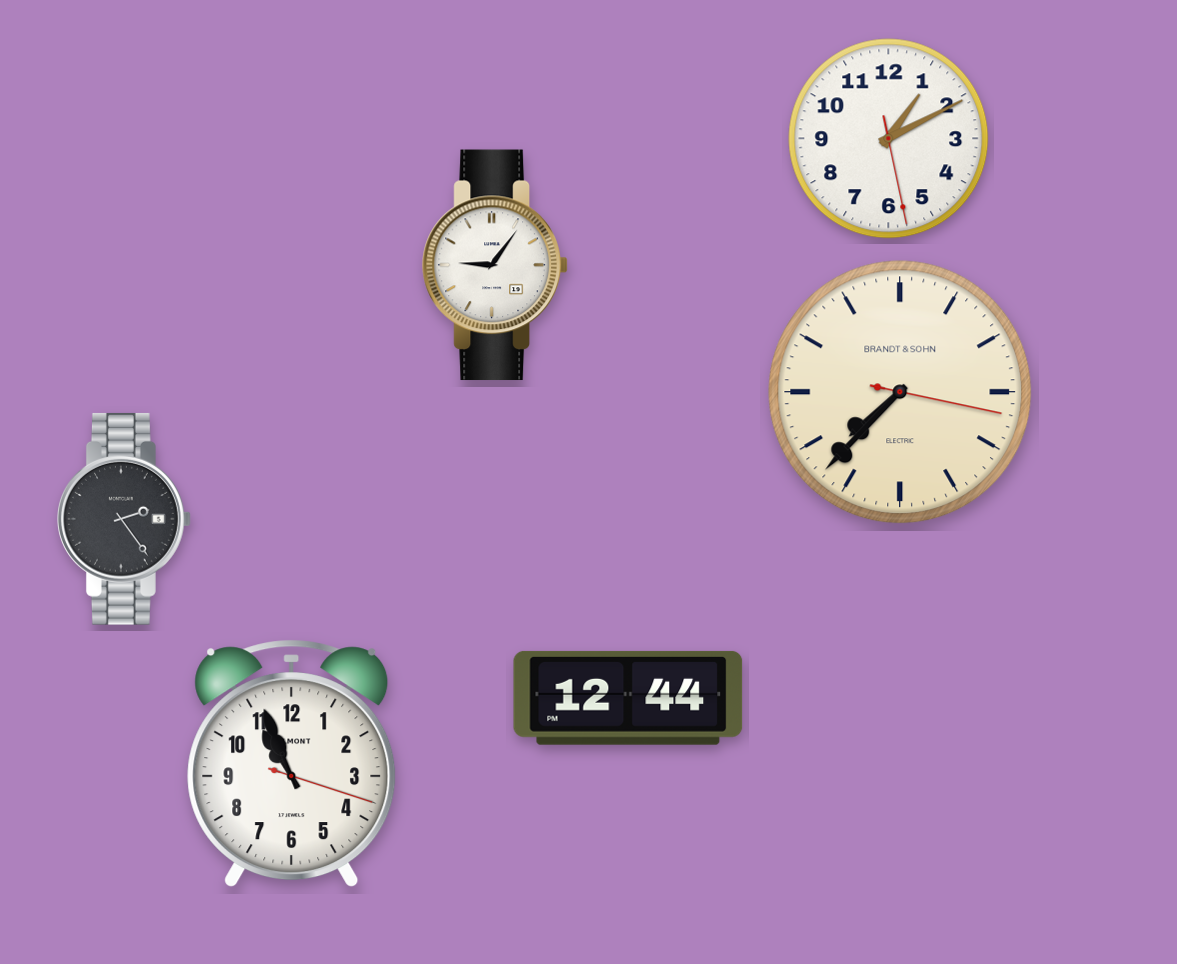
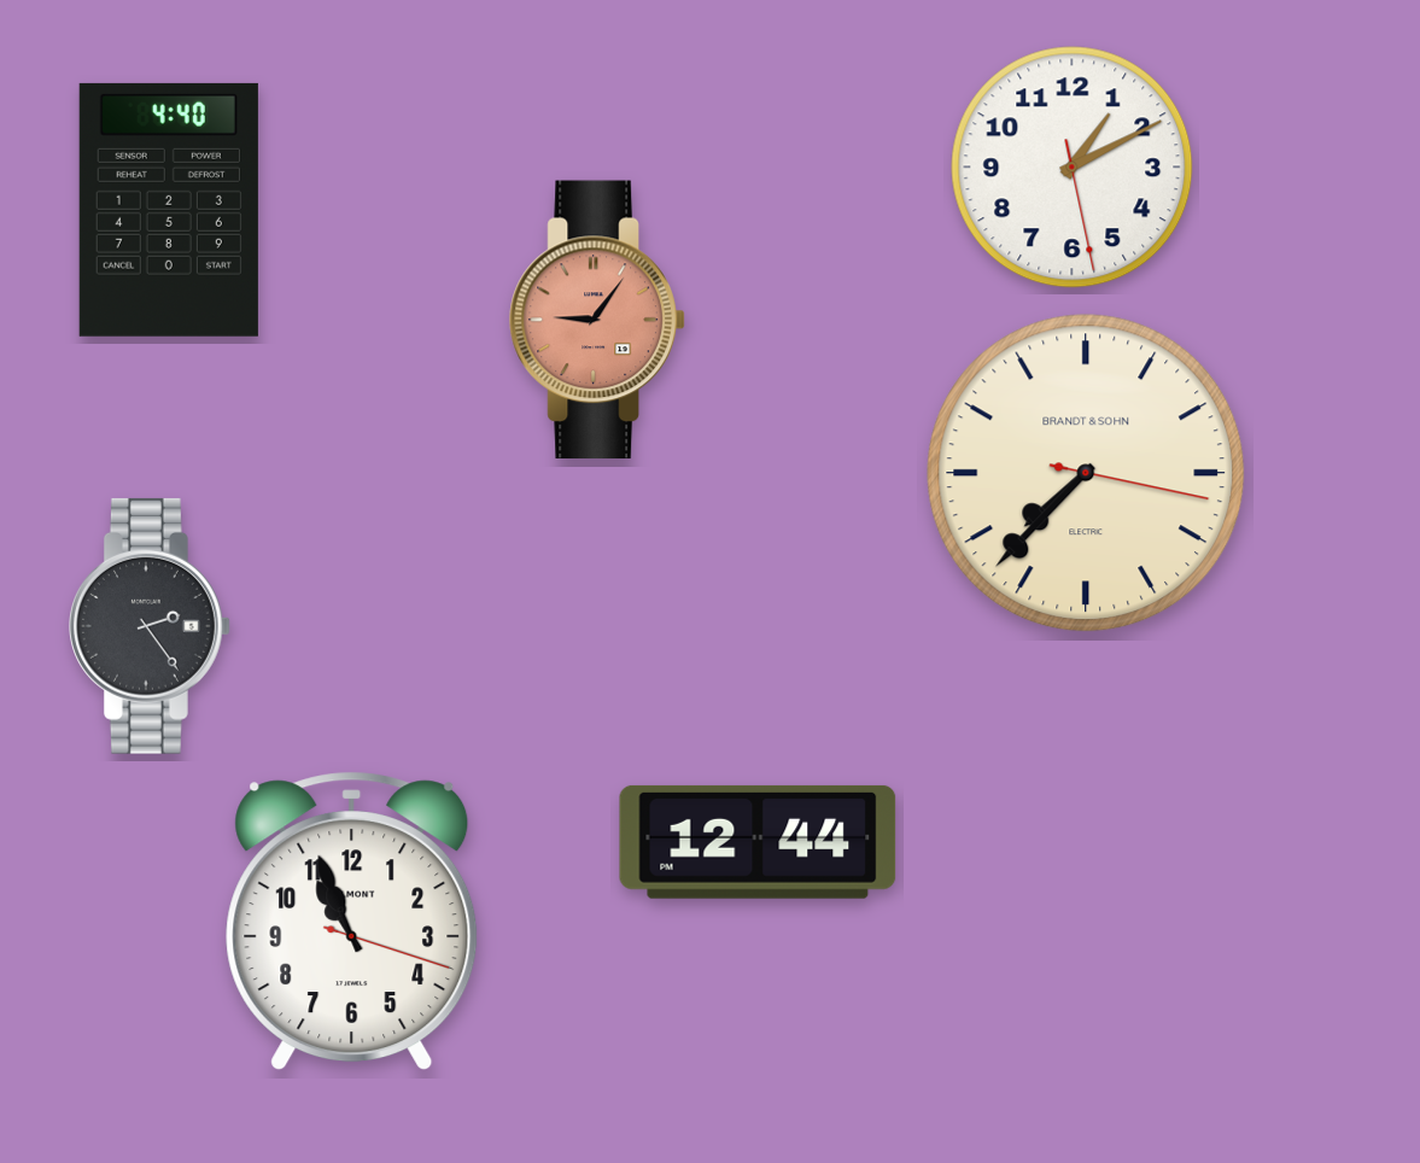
clock at (169, 210): none -> 4:40
clock at (495, 265) dial: white -> salmon
